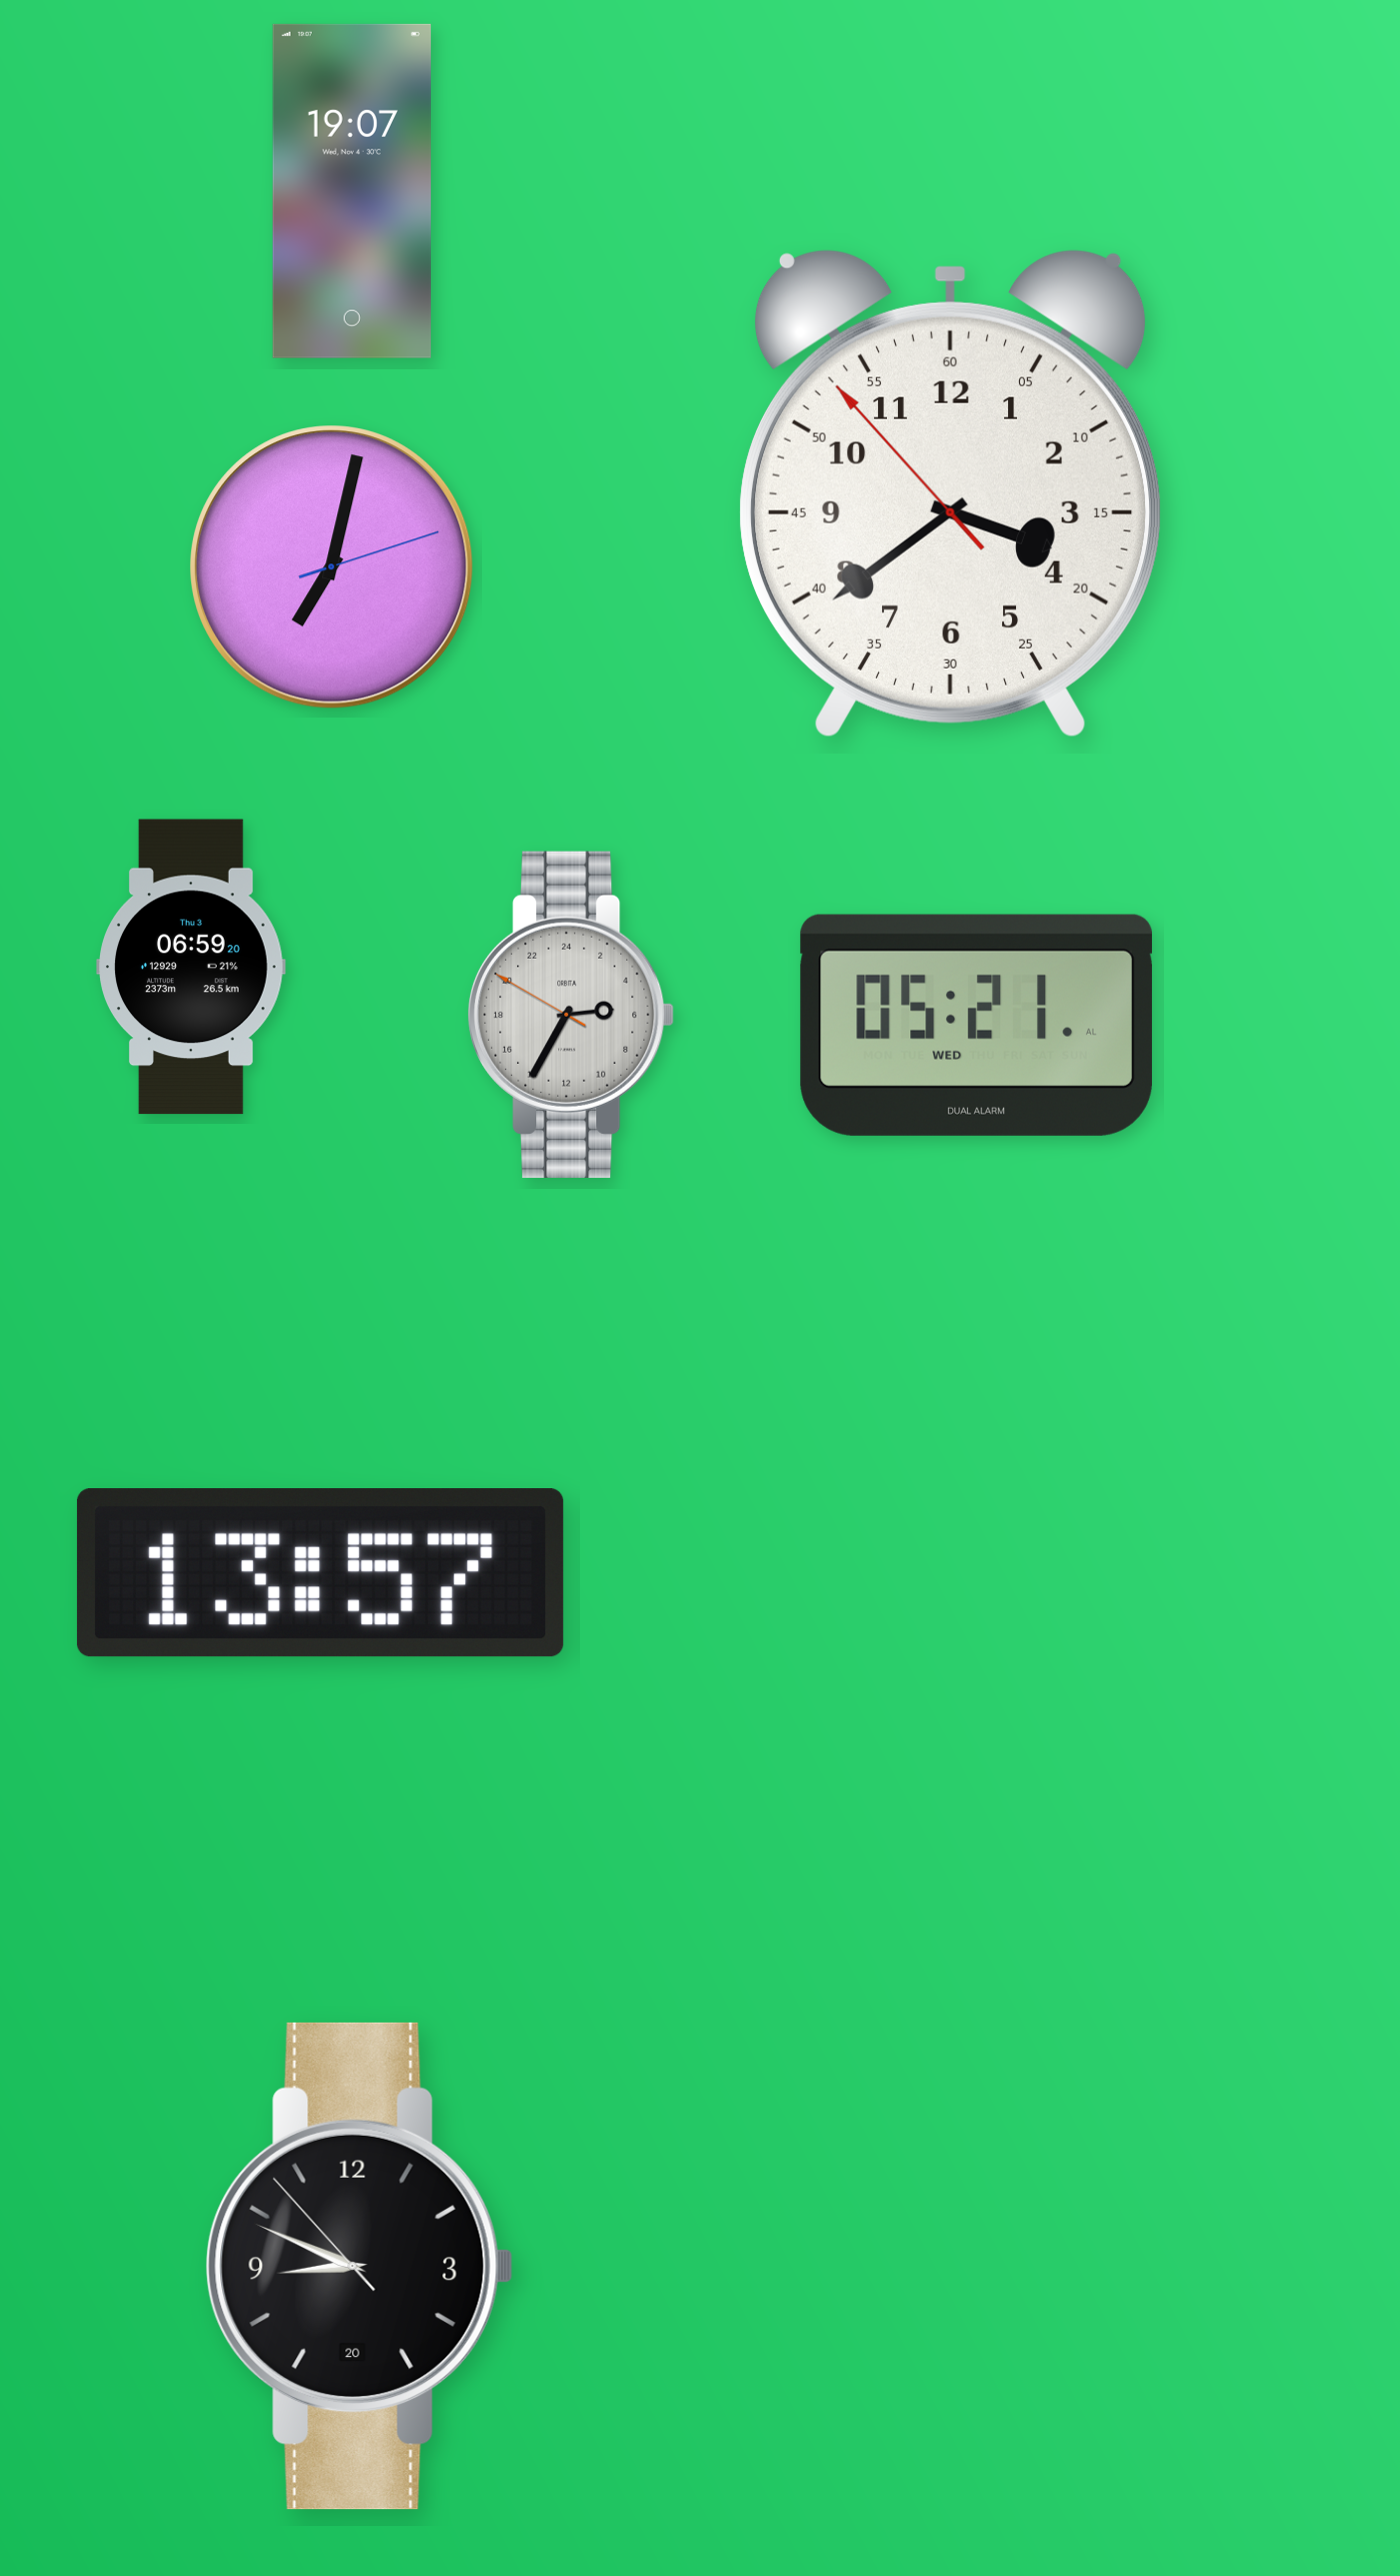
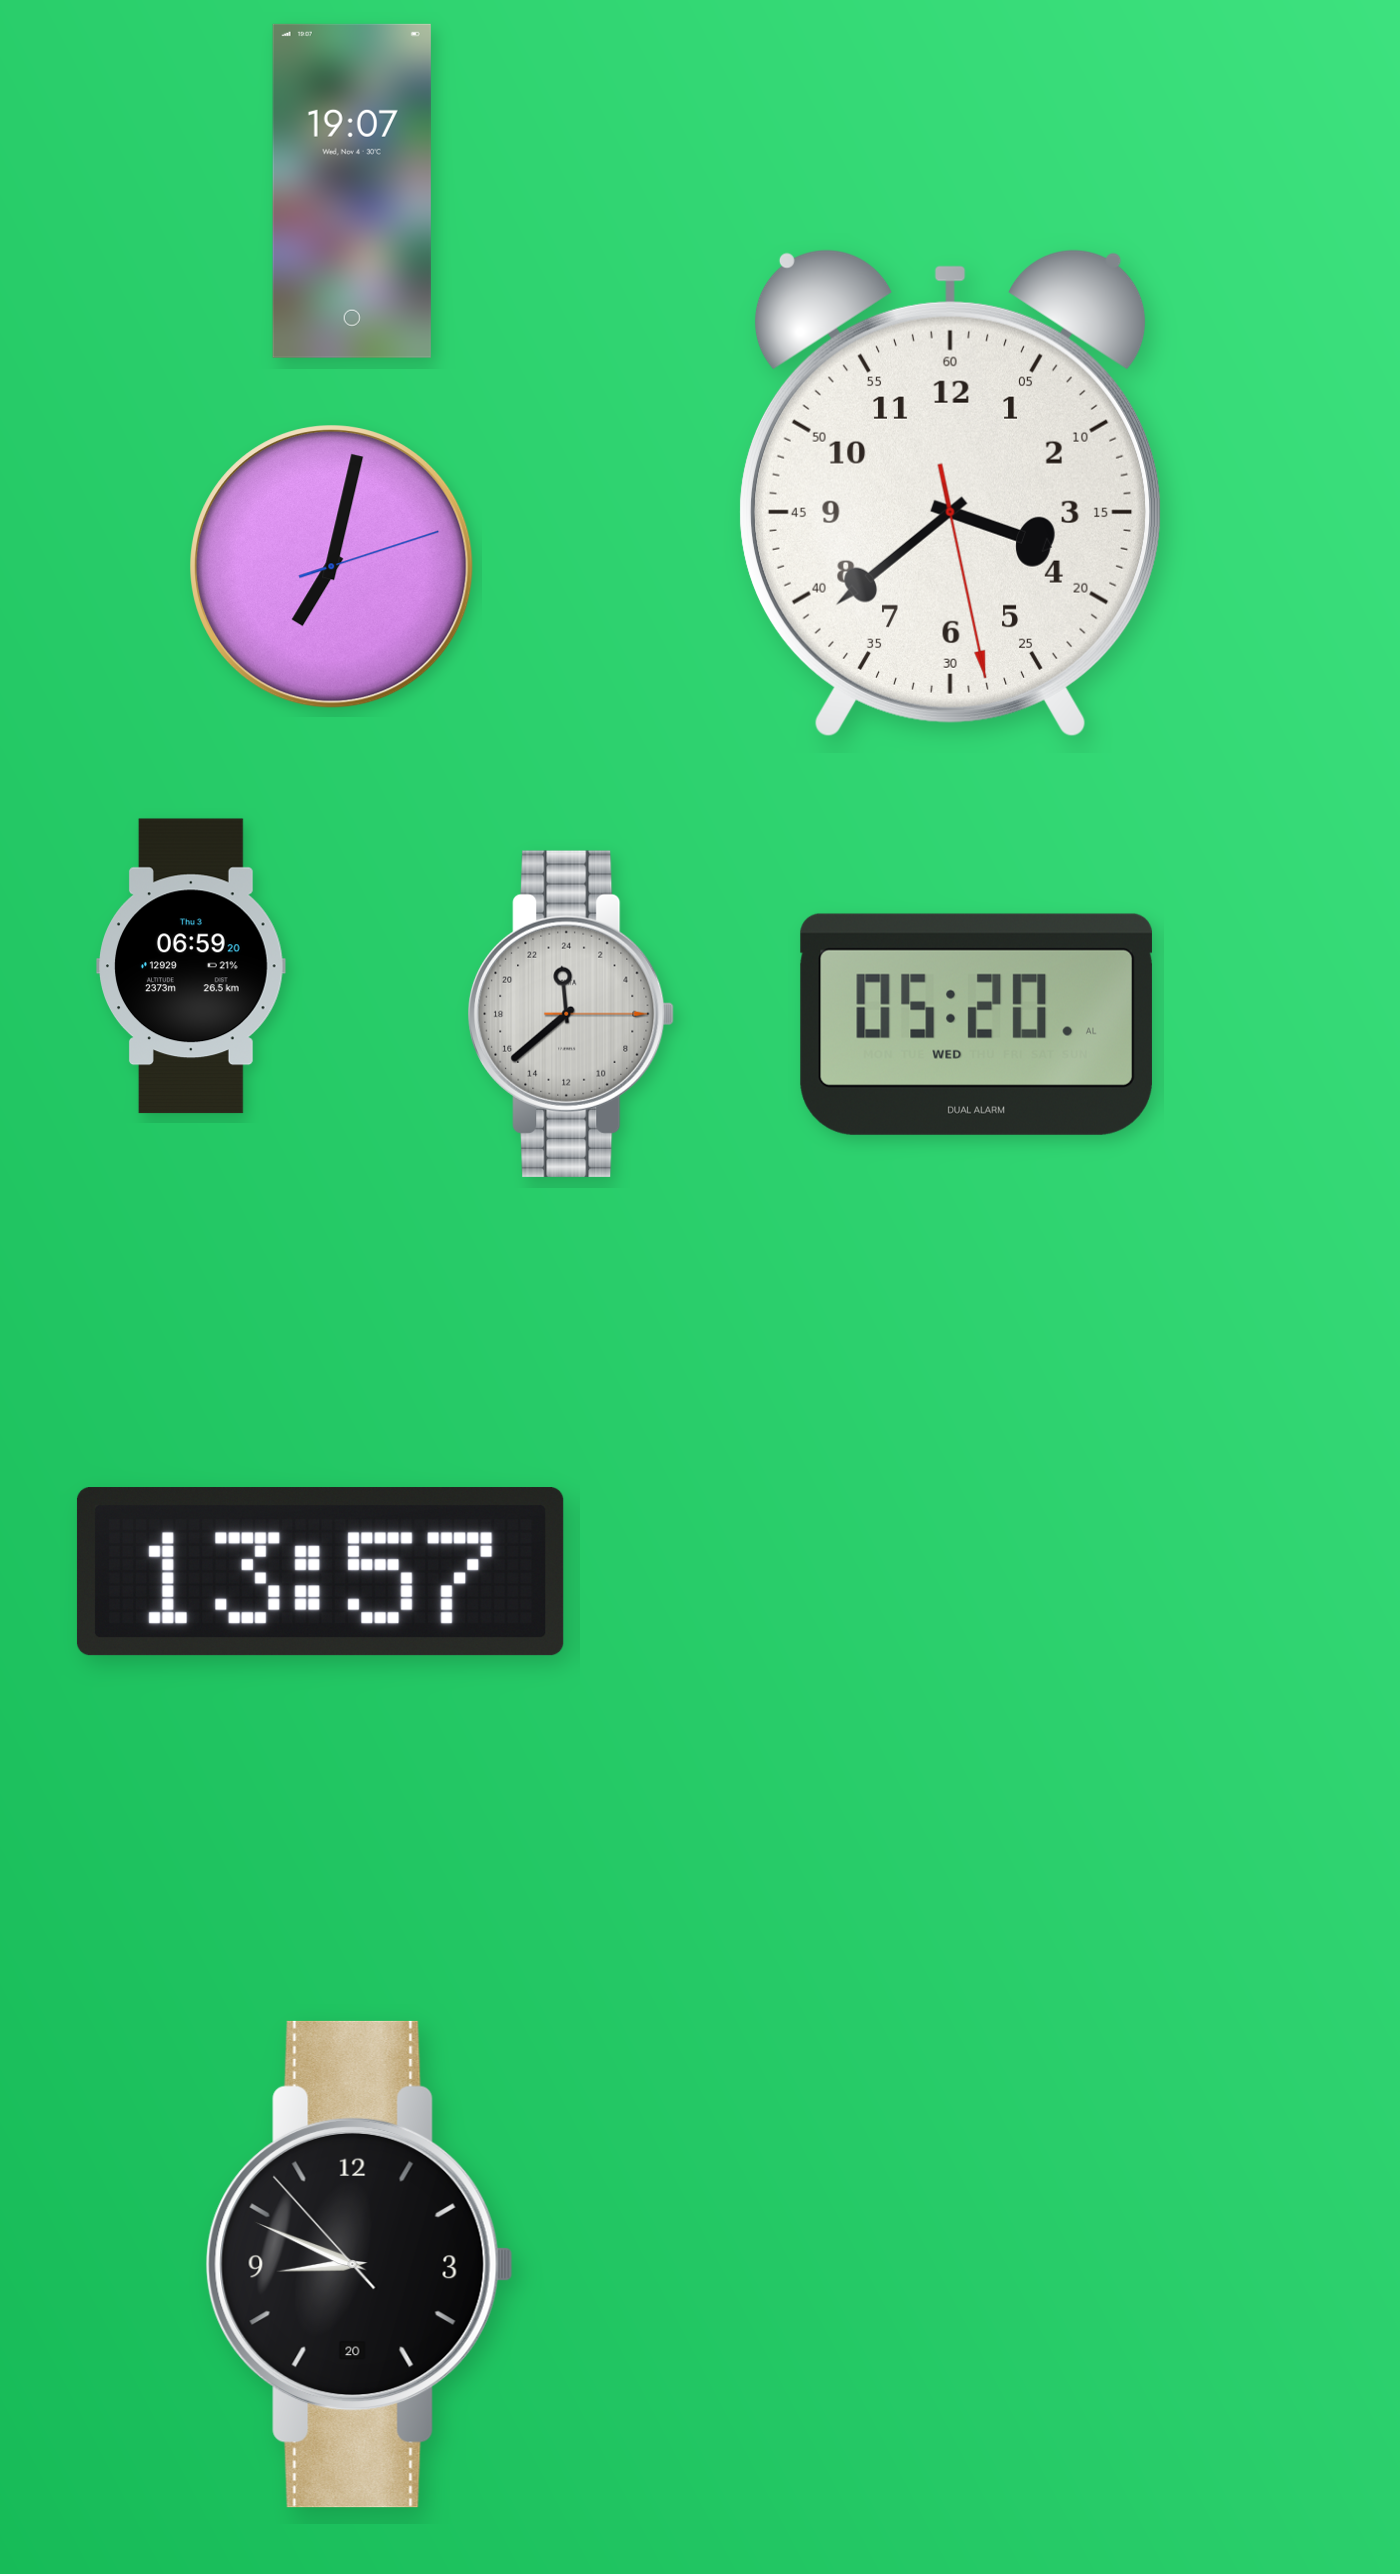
clock at (950, 493): 3:38:53 -> 3:38:28
clock at (571, 1015): 5:34 -> 23:38
clock at (976, 1025): 05:21 -> 05:20
